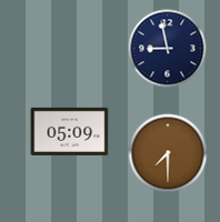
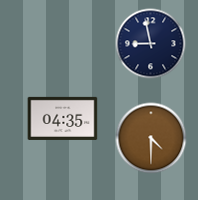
clock at (70, 131): 05:09 -> 04:35
clock at (168, 153): 7:30 -> 4:30
